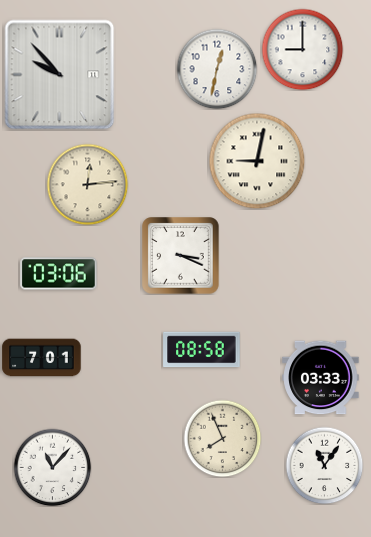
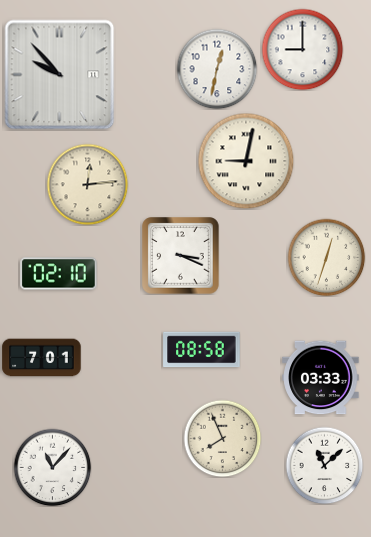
clock at (257, 161) position: (257, 161) -> (246, 161)
clock at (326, 257): none -> 12:33
clock at (59, 274): 03:06 -> 02:10
clock at (324, 465): 11:06 -> 11:08
